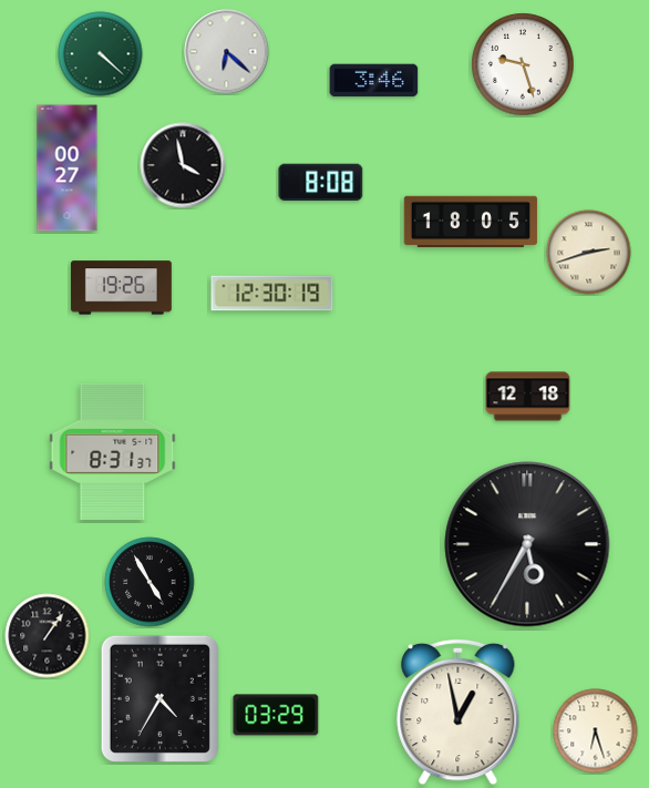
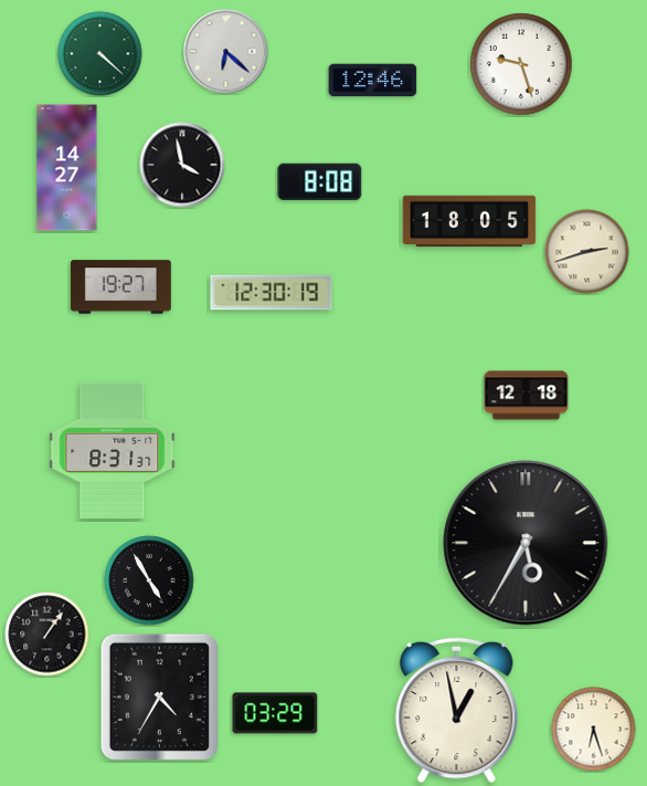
clock at (374, 81): 3:46 -> 12:46
clock at (68, 168): 00:27 -> 14:27
clock at (121, 288): 19:26 -> 19:27
